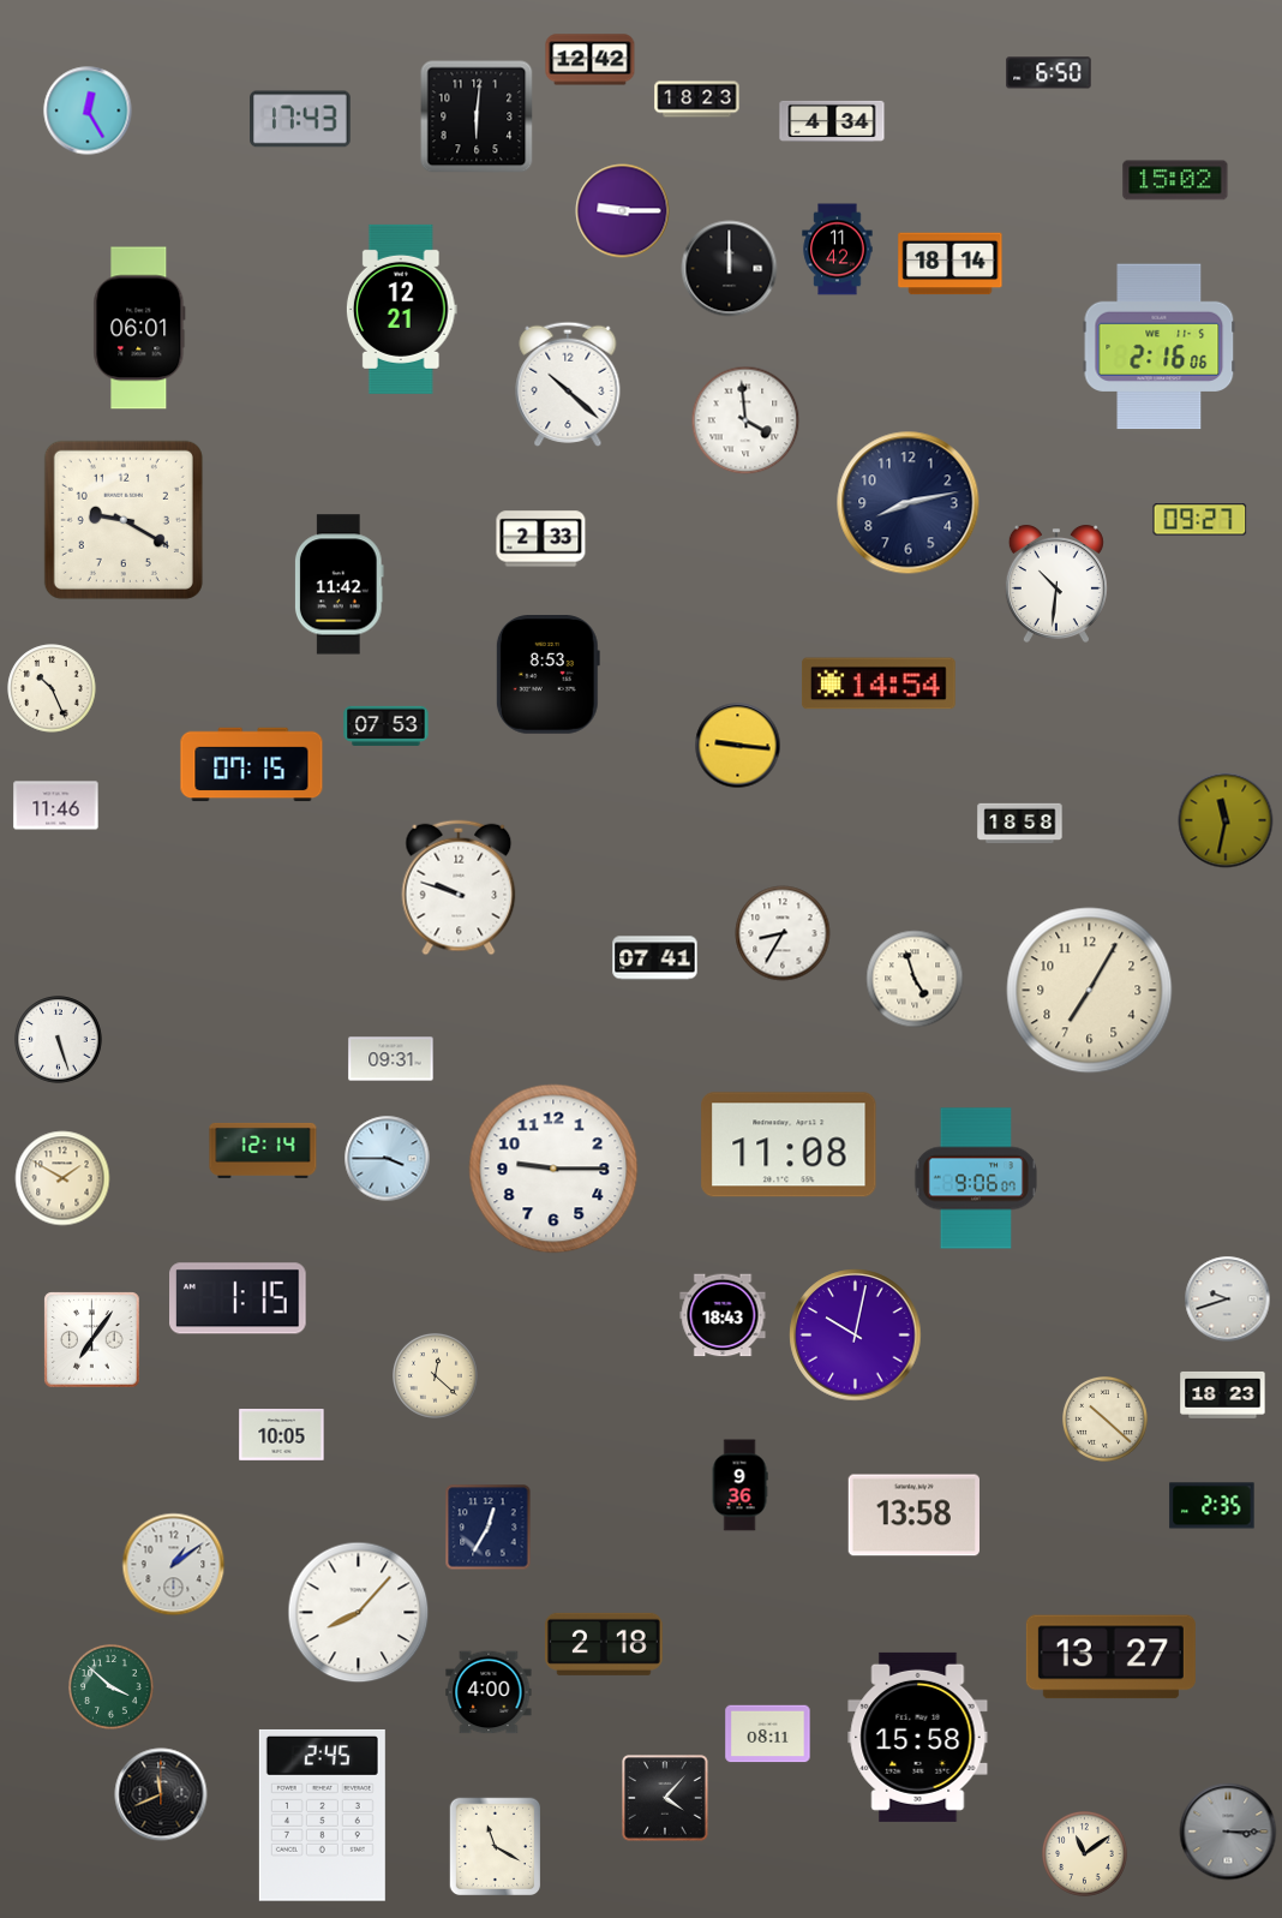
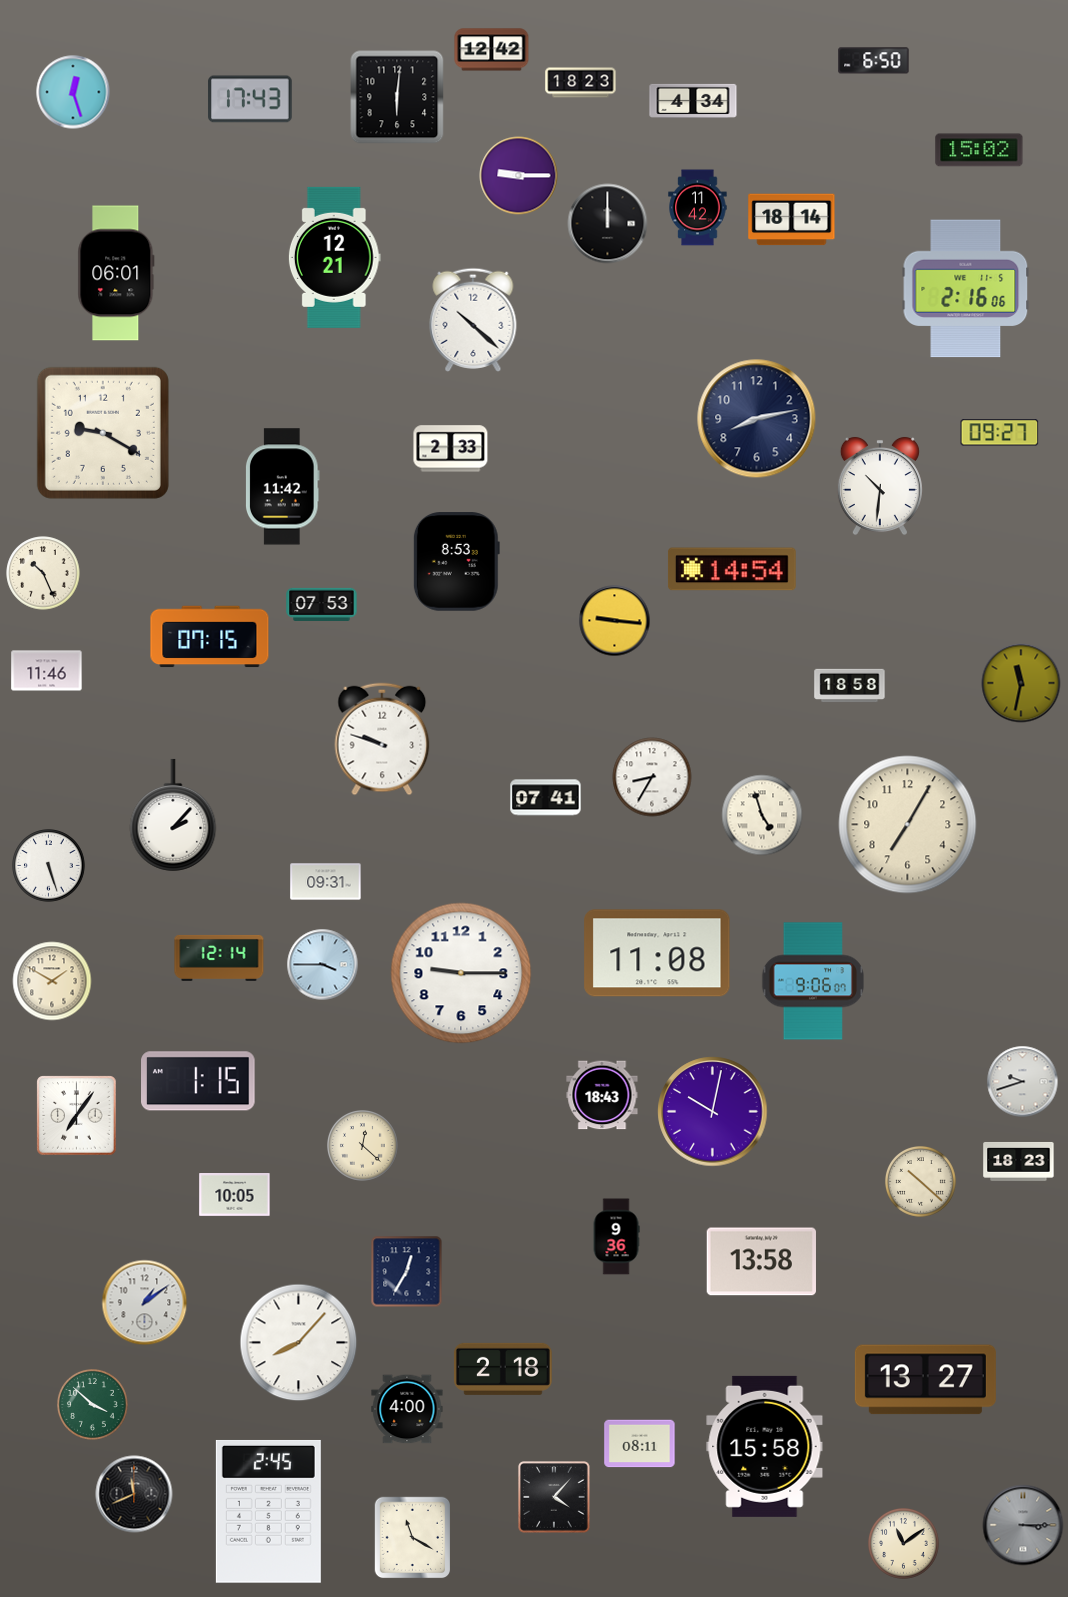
clock at (88, 110): 12:25 -> 12:27
clock at (745, 420): 3:59 -> none
clock at (173, 815): none -> 2:07
clock at (1212, 1506): 2:35 -> none
